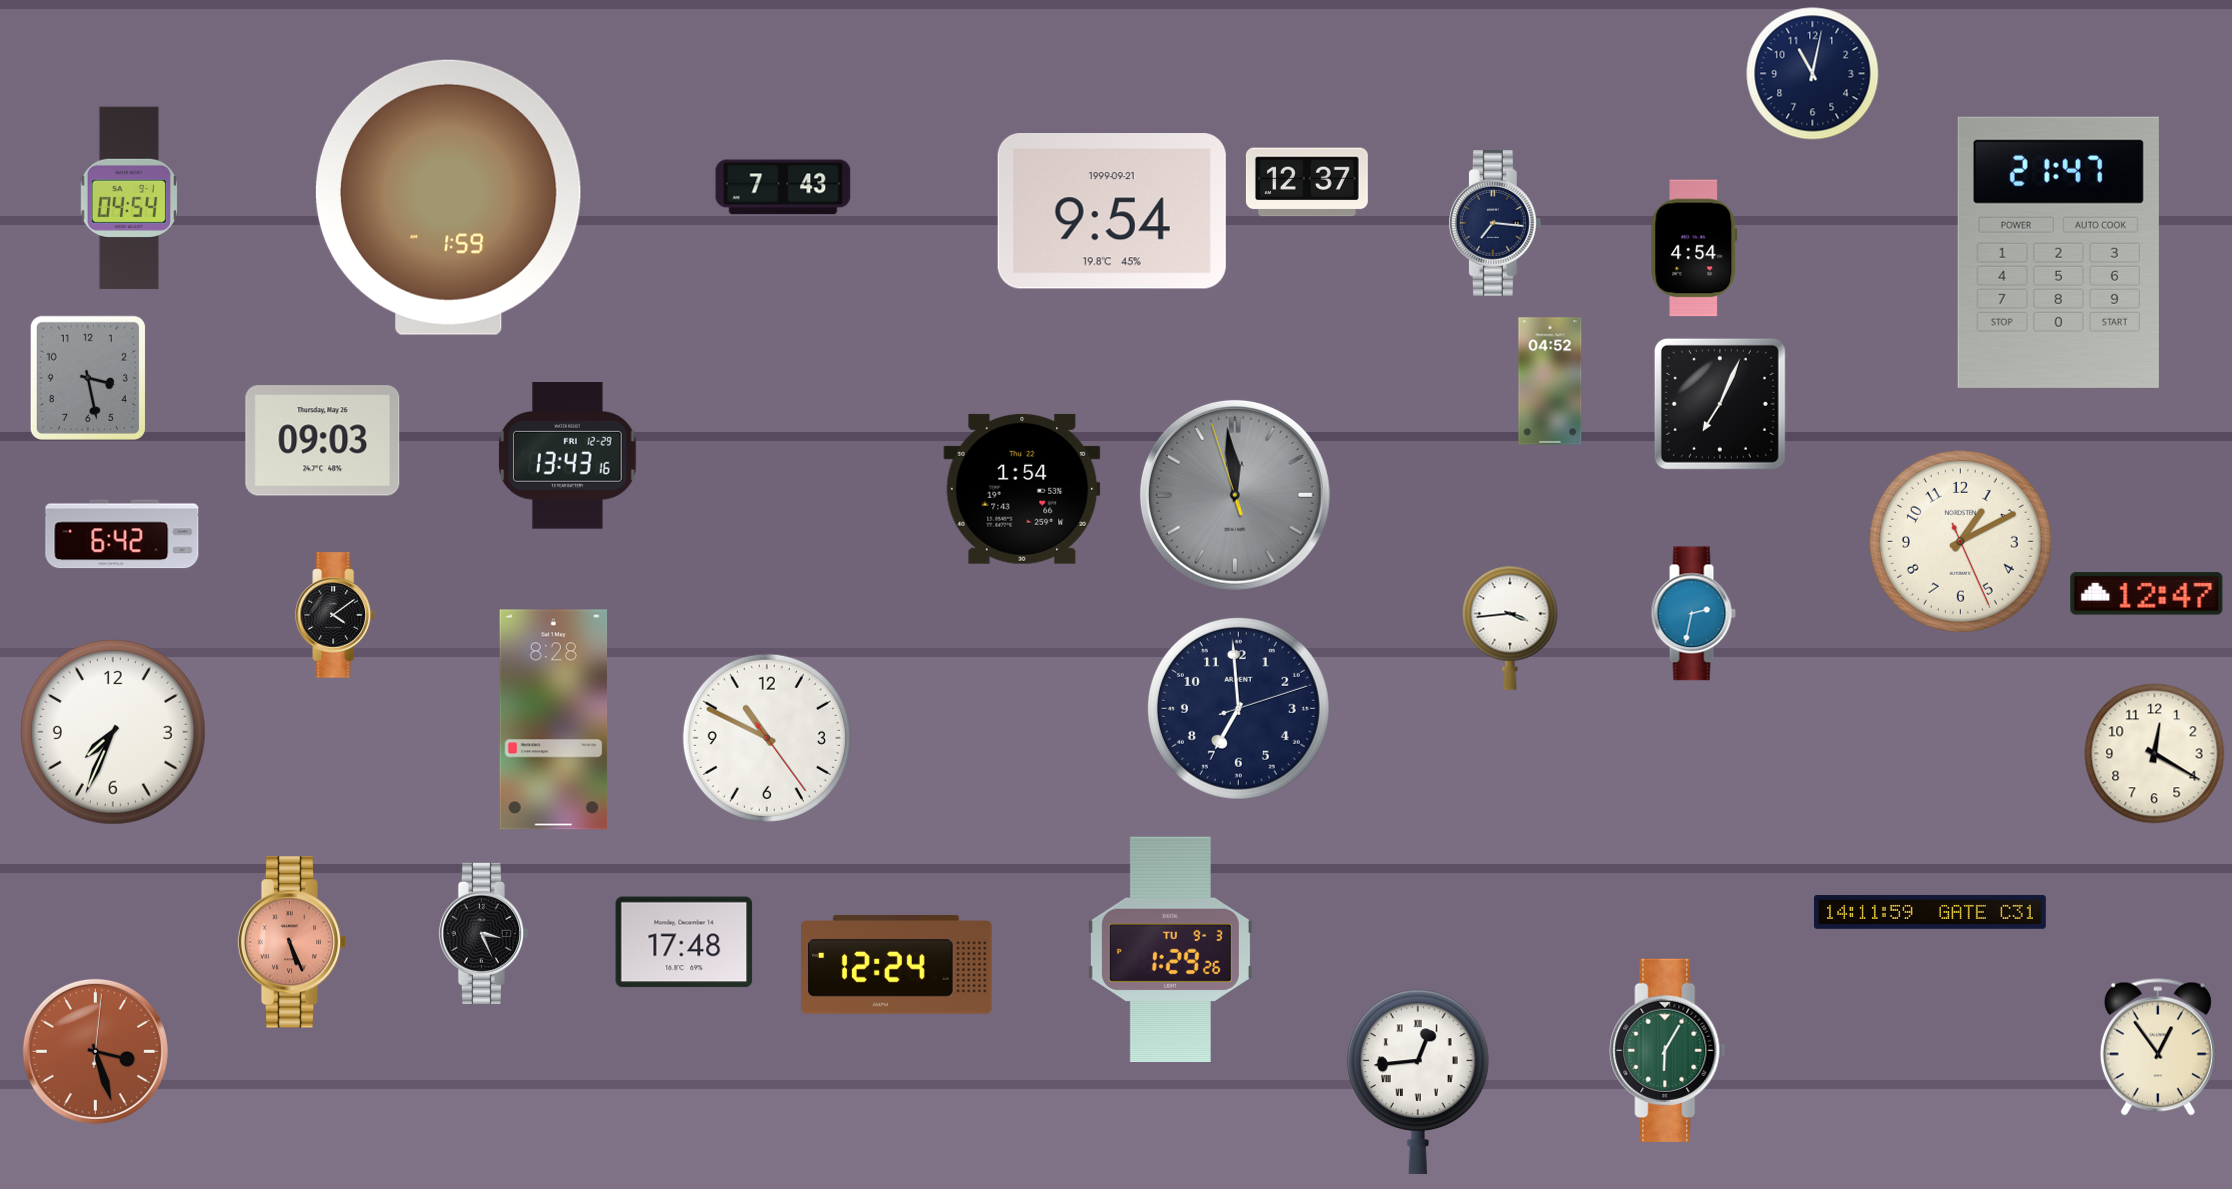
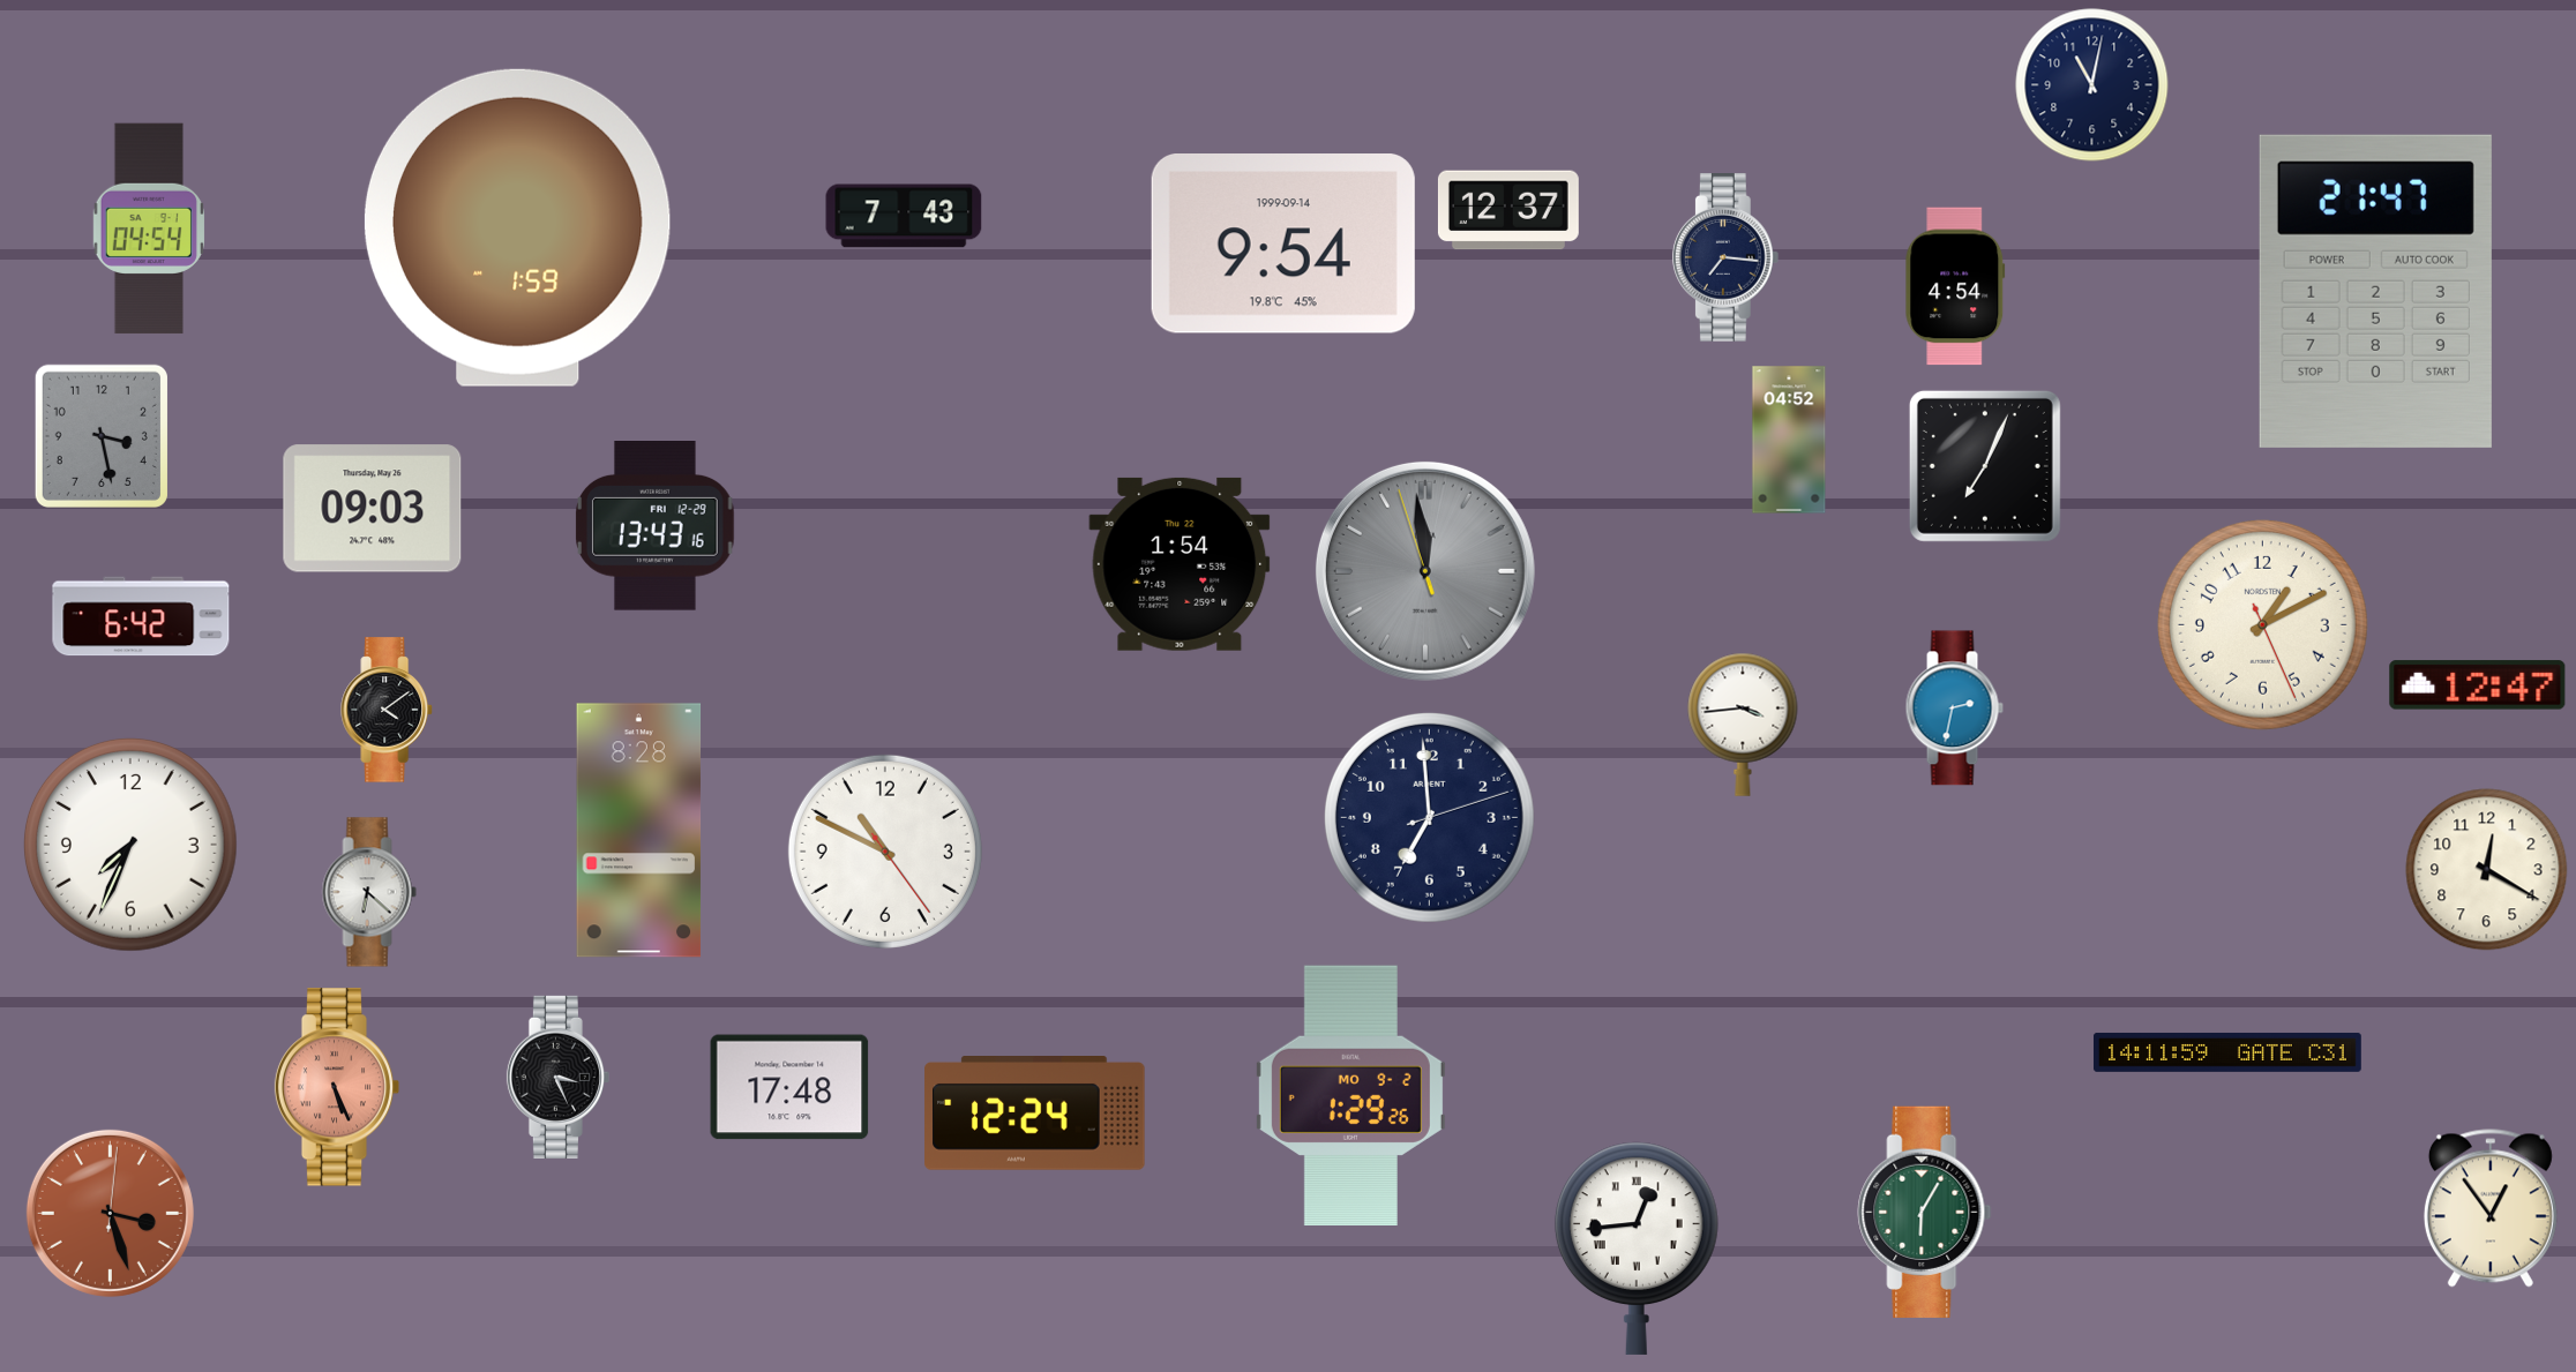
clock at (1112, 212) date: 1999-09-21 -> 1999-09-14
clock at (369, 892): none -> 6:22
clock at (1170, 949) date: TU 9-3 -> MO 9-2
